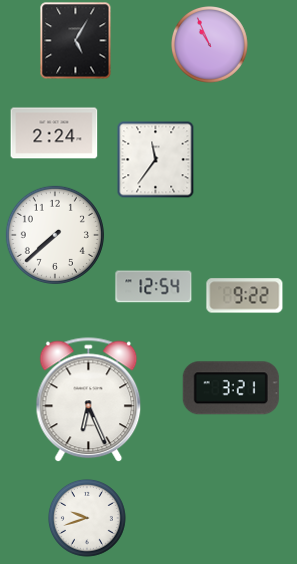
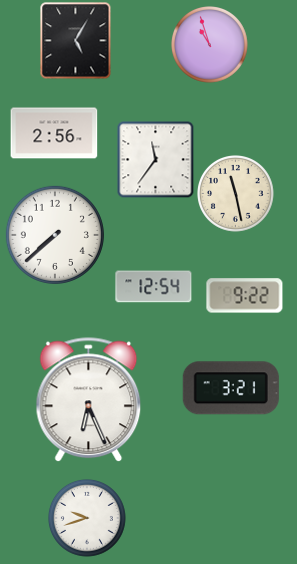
clock at (210, 45): 10:56 -> 10:57
clock at (54, 133): 2:24 -> 2:56
clock at (236, 194): none -> 11:28
